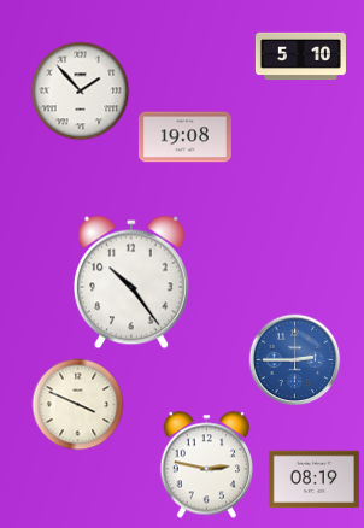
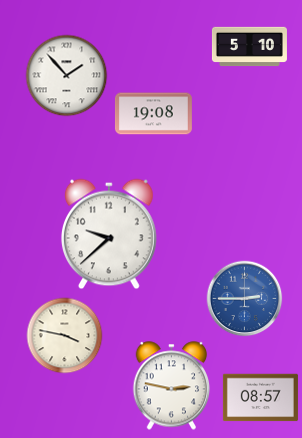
clock at (131, 282): 10:24 -> 9:38
clock at (78, 405): 3:49 -> 3:47
clock at (313, 480): 08:19 -> 08:57
